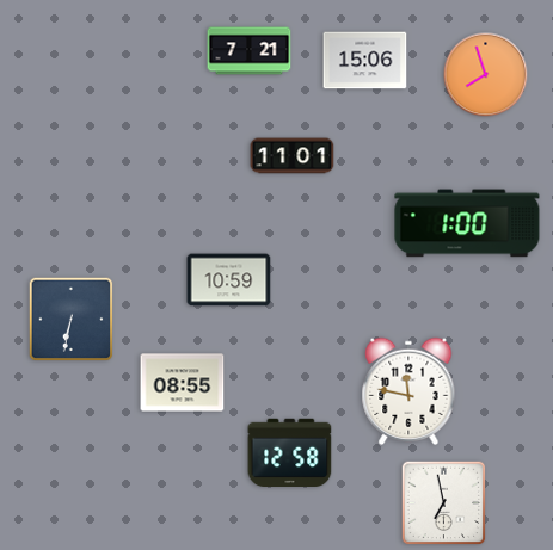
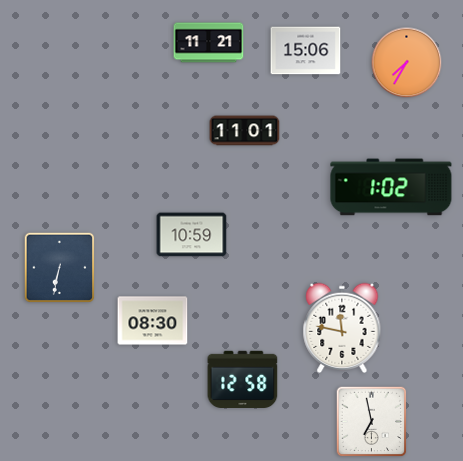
clock at (250, 51): 7:21 -> 11:21
clock at (486, 75): 7:57 -> 7:35
clock at (467, 223): 1:00 -> 1:02
clock at (183, 383): 08:55 -> 08:30
